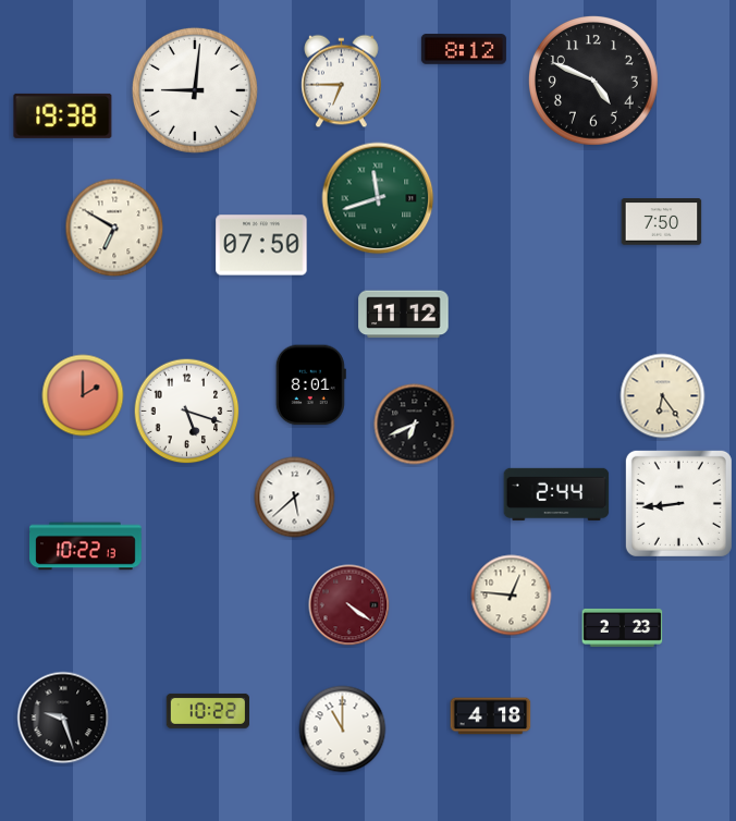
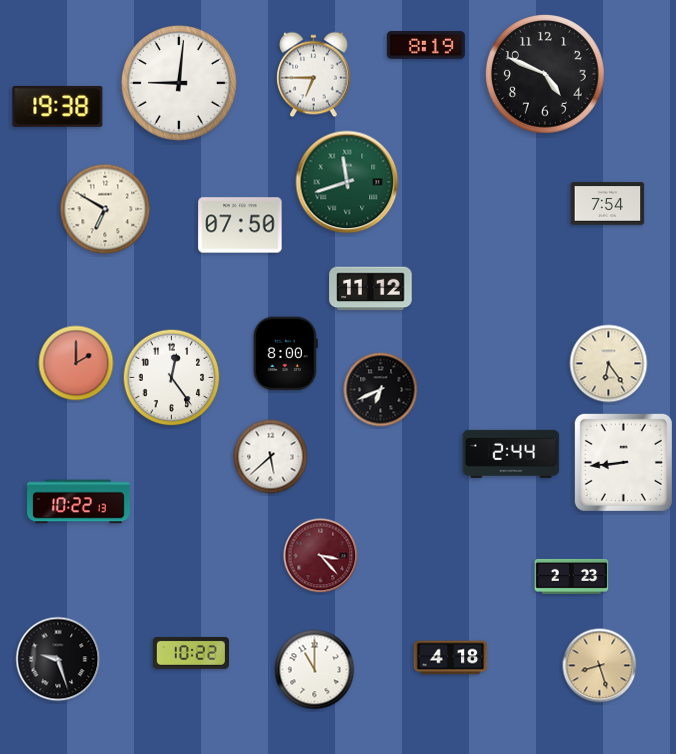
clock at (464, 49): 8:12 -> 8:19
clock at (662, 222): 7:50 -> 7:54
clock at (310, 385): 8:01 -> 8:00
clock at (187, 412): 5:18 -> 12:24
clock at (512, 596): 12:46 -> none
clock at (349, 605): 4:21 -> 3:23
clock at (600, 666): none -> 8:27
